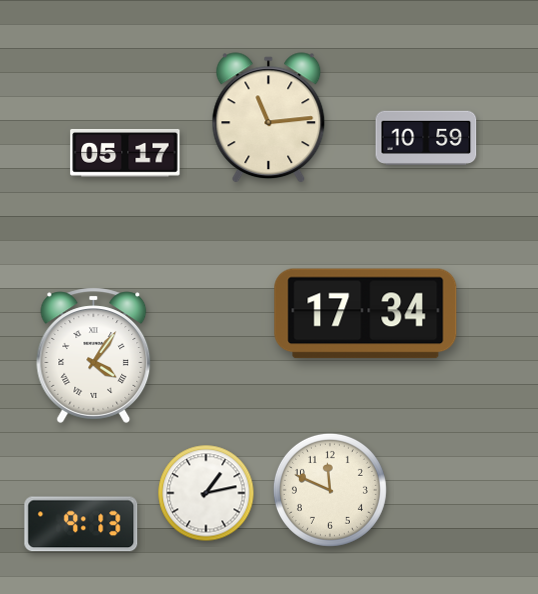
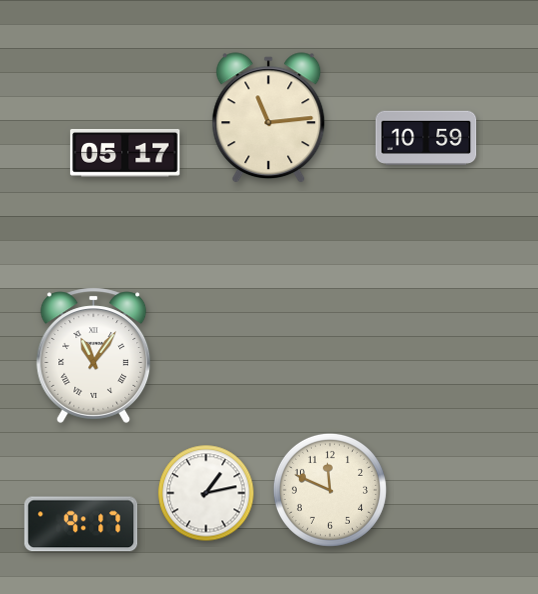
clock at (366, 314): 17:34 -> none
clock at (94, 355): 4:06 -> 11:06
clock at (81, 524): 9:13 -> 9:17
